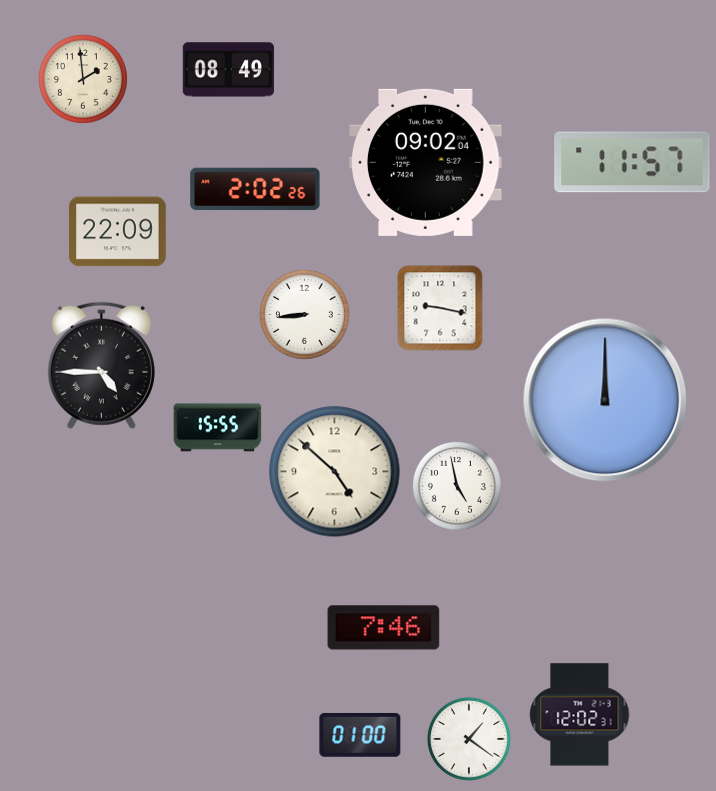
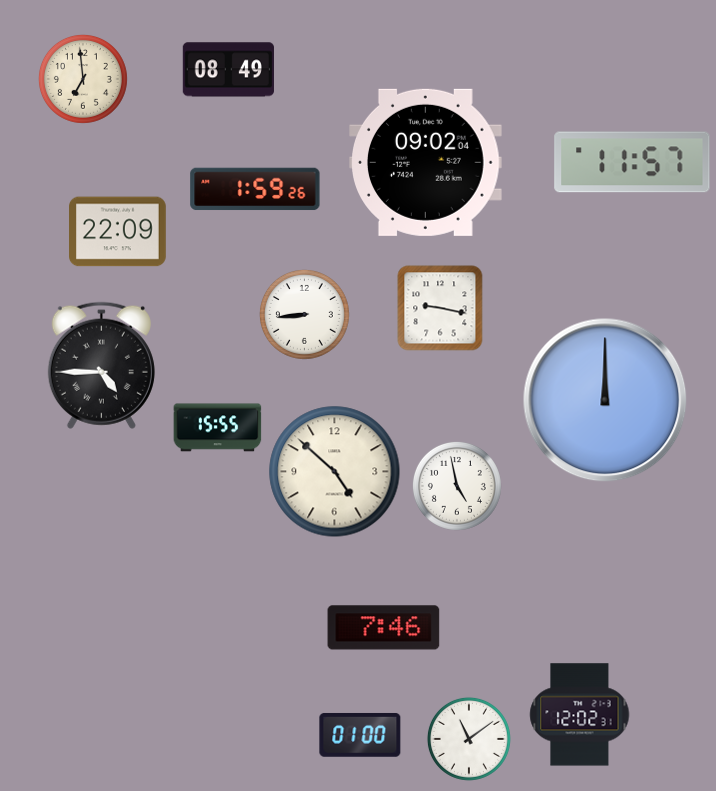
clock at (83, 79): 1:59 -> 6:59
clock at (255, 189): 2:02 -> 1:59
clock at (469, 739): 1:21 -> 11:09
